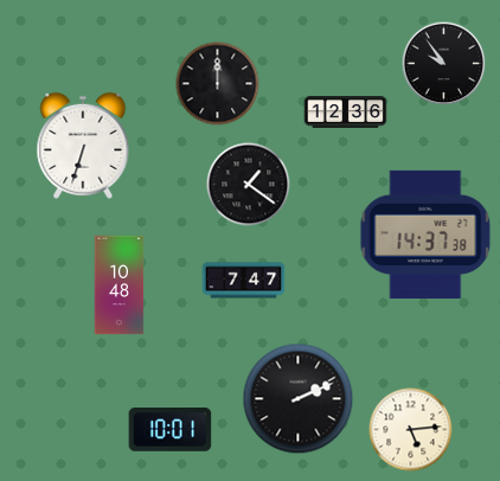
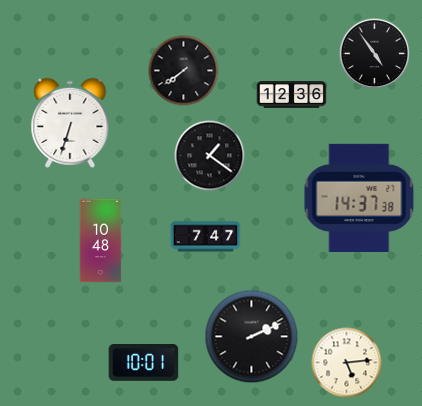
clock at (444, 64): 9:54 -> 4:54
clock at (218, 84): 12:00 -> 7:39
